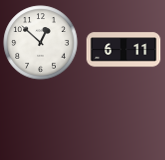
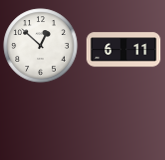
clock at (41, 43) position: (41, 43) -> (41, 46)
